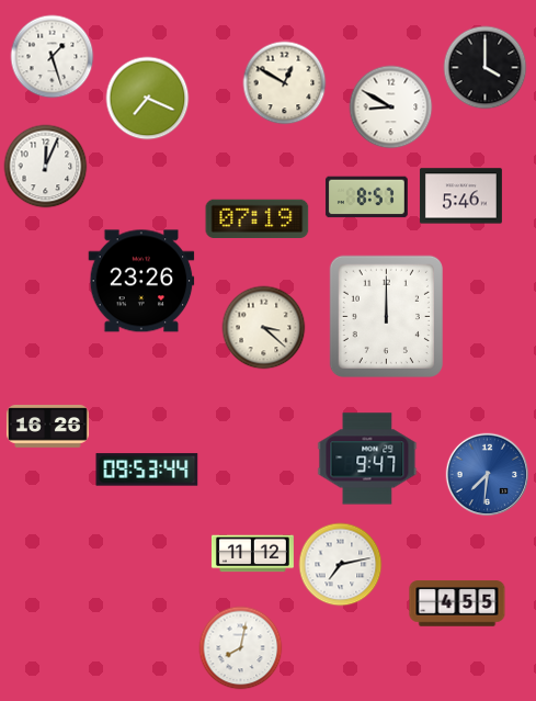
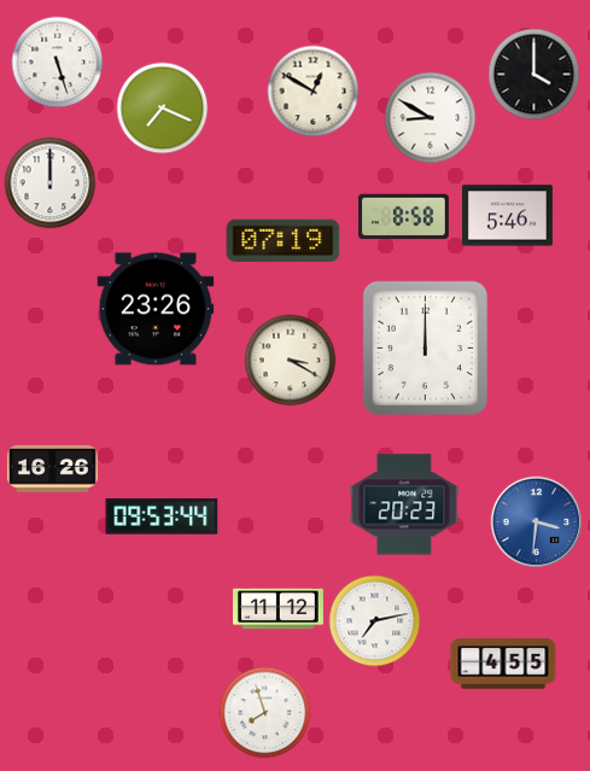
clock at (53, 57): 1:27 -> 5:27
clock at (46, 167): 12:04 -> 12:00
clock at (366, 197): 8:57 -> 8:58
clock at (264, 328): 3:22 -> 3:20
clock at (367, 459): 9:47 -> 20:23
clock at (488, 475): 7:31 -> 3:31
clock at (241, 648): 8:02 -> 7:57
